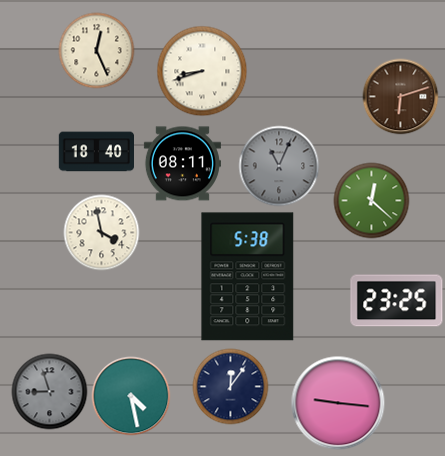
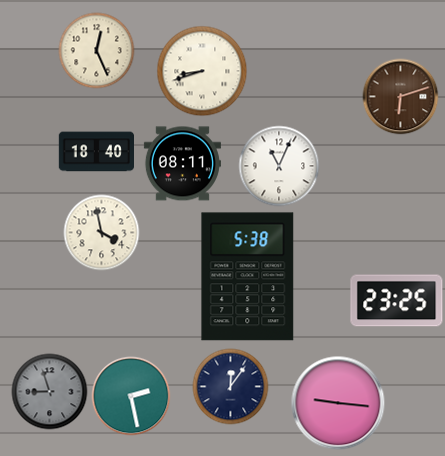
clock at (279, 166) dial: grey -> white
clock at (372, 201): 12:22 -> none
clock at (131, 396): 4:28 -> 2:28
